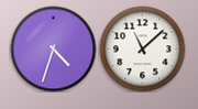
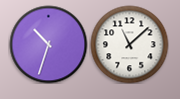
clock at (53, 48): 4:33 -> 10:33
